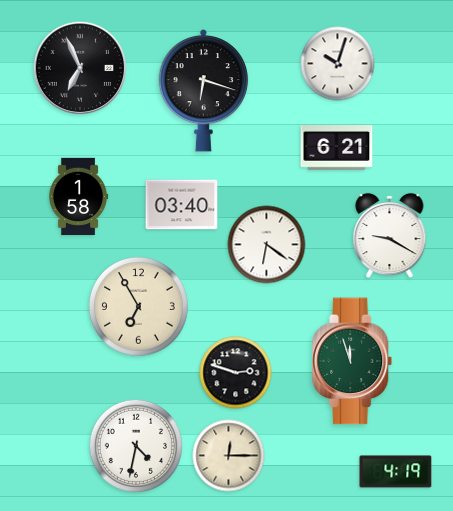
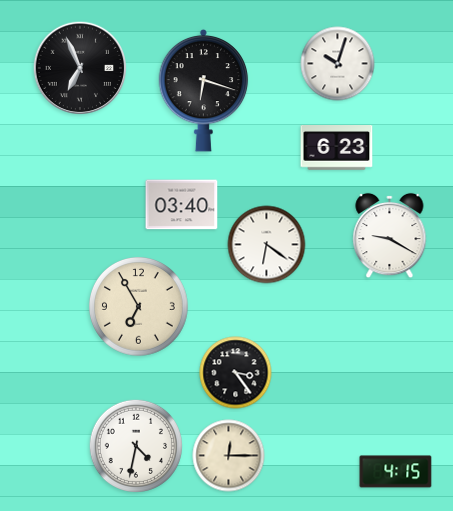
clock at (337, 148): 6:21 -> 6:23
clock at (79, 196): 1:58 -> none
clock at (353, 361): 11:57 -> none
clock at (236, 373): 2:48 -> 3:24
clock at (396, 472): 4:19 -> 4:15
